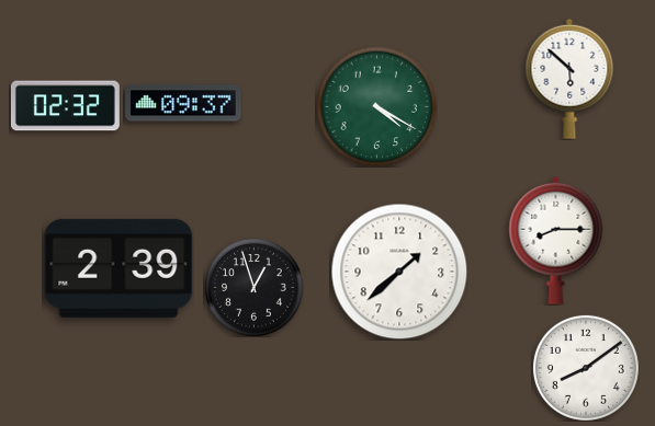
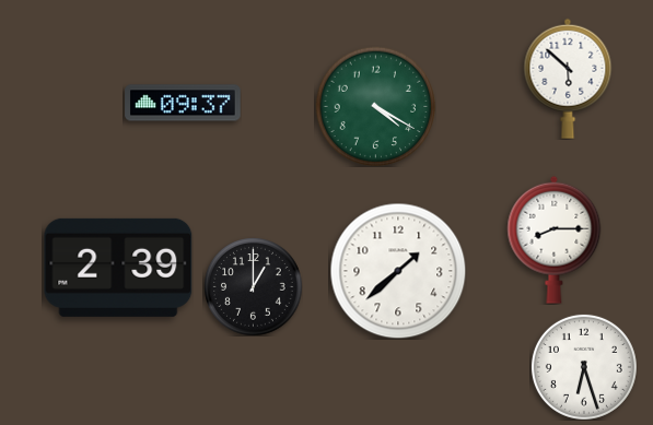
clock at (65, 106): 02:32 -> none
clock at (253, 287): 12:57 -> 1:00
clock at (586, 368): 8:09 -> 6:27
